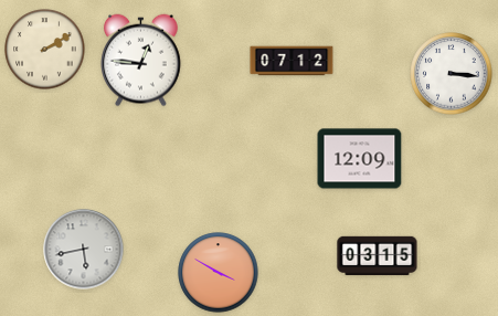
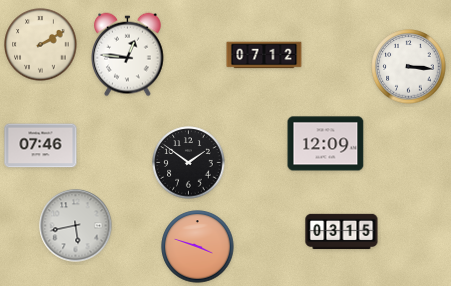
clock at (41, 146): none -> 07:46
clock at (189, 163): none -> 1:51
clock at (219, 273): 3:50 -> 3:48
